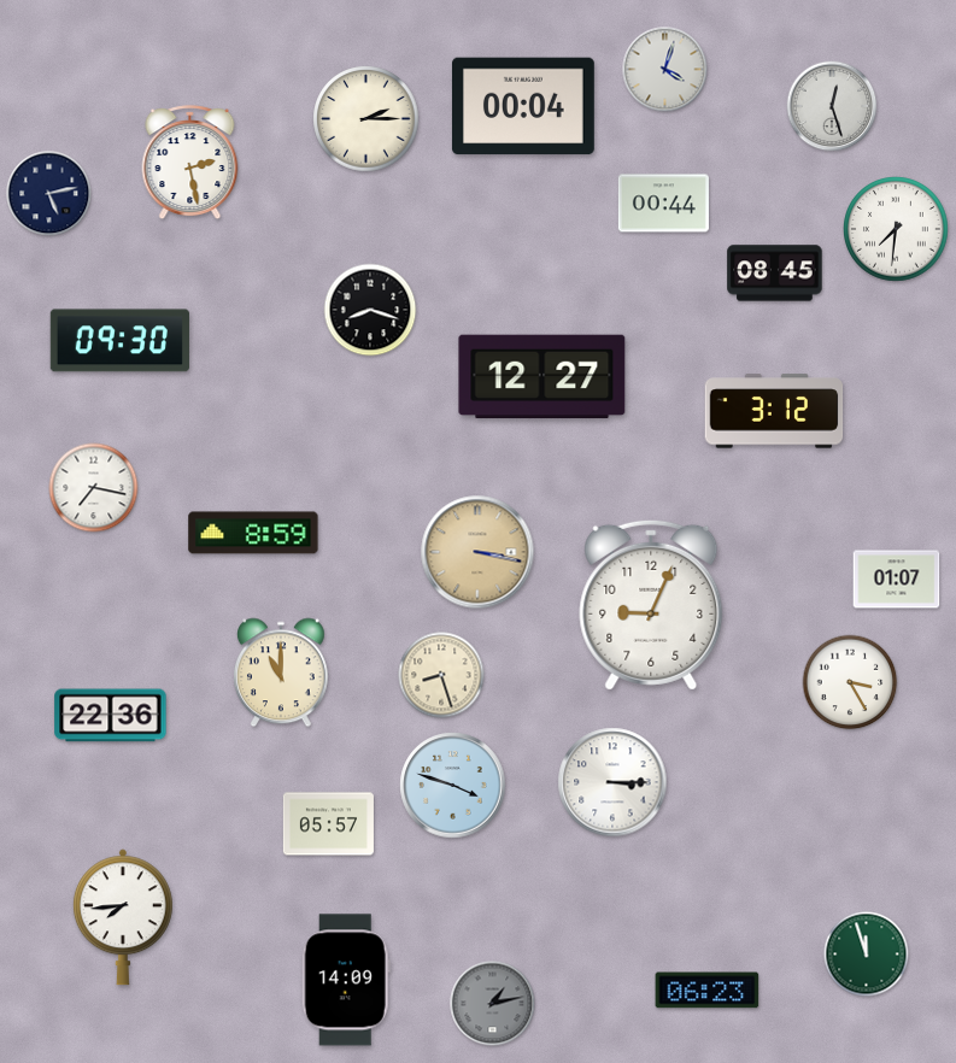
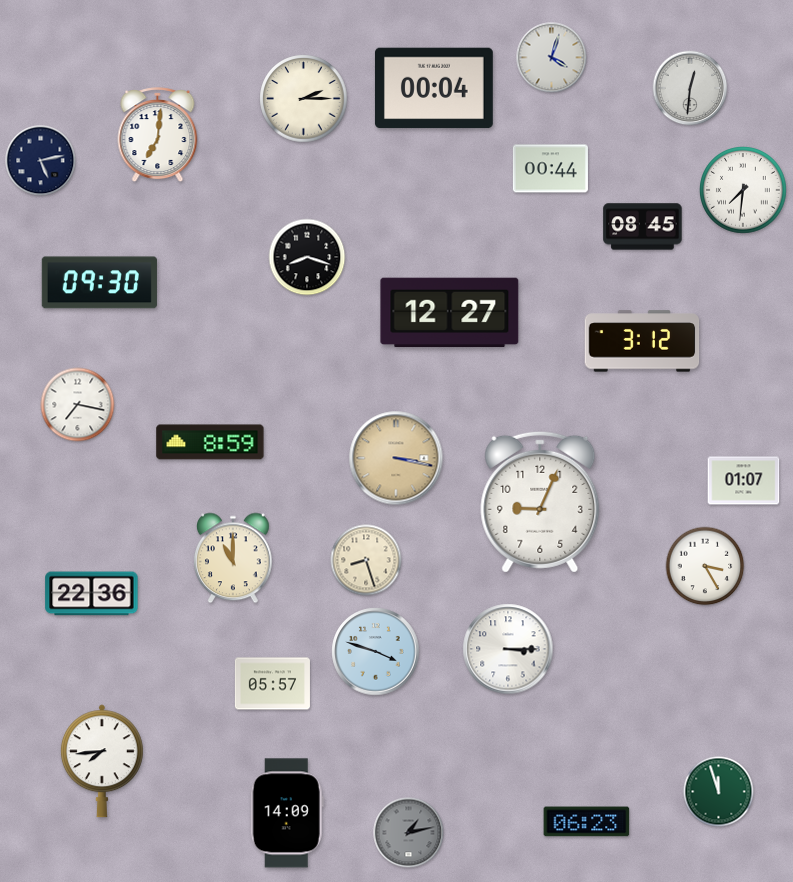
clock at (832, 106): 12:27 -> 12:31
clock at (190, 163): 2:28 -> 7:01
